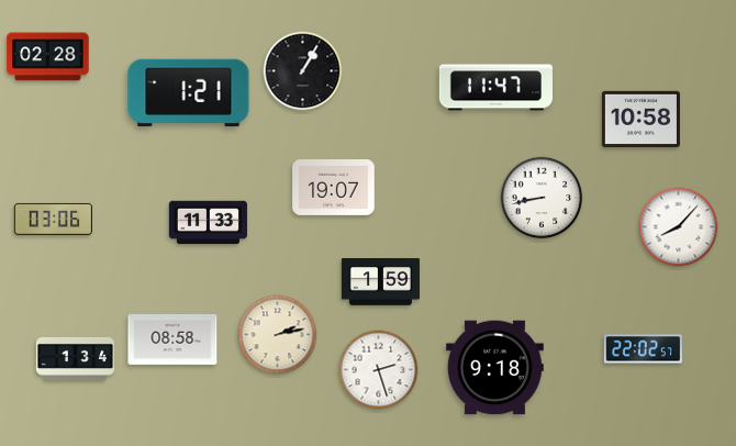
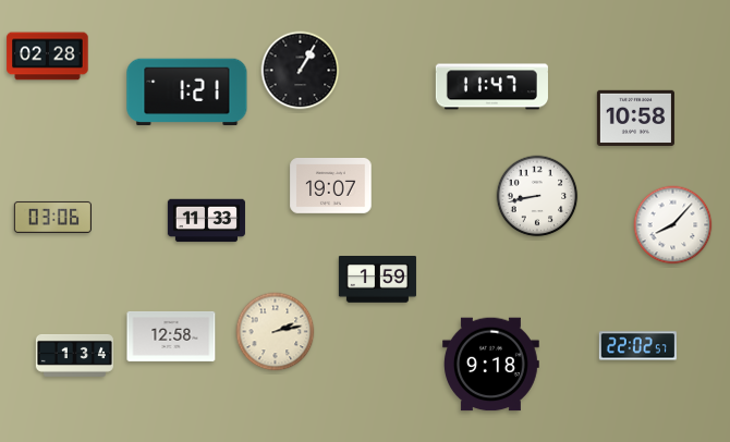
clock at (172, 339): 08:58 -> 12:58
clock at (379, 370): 2:27 -> none
